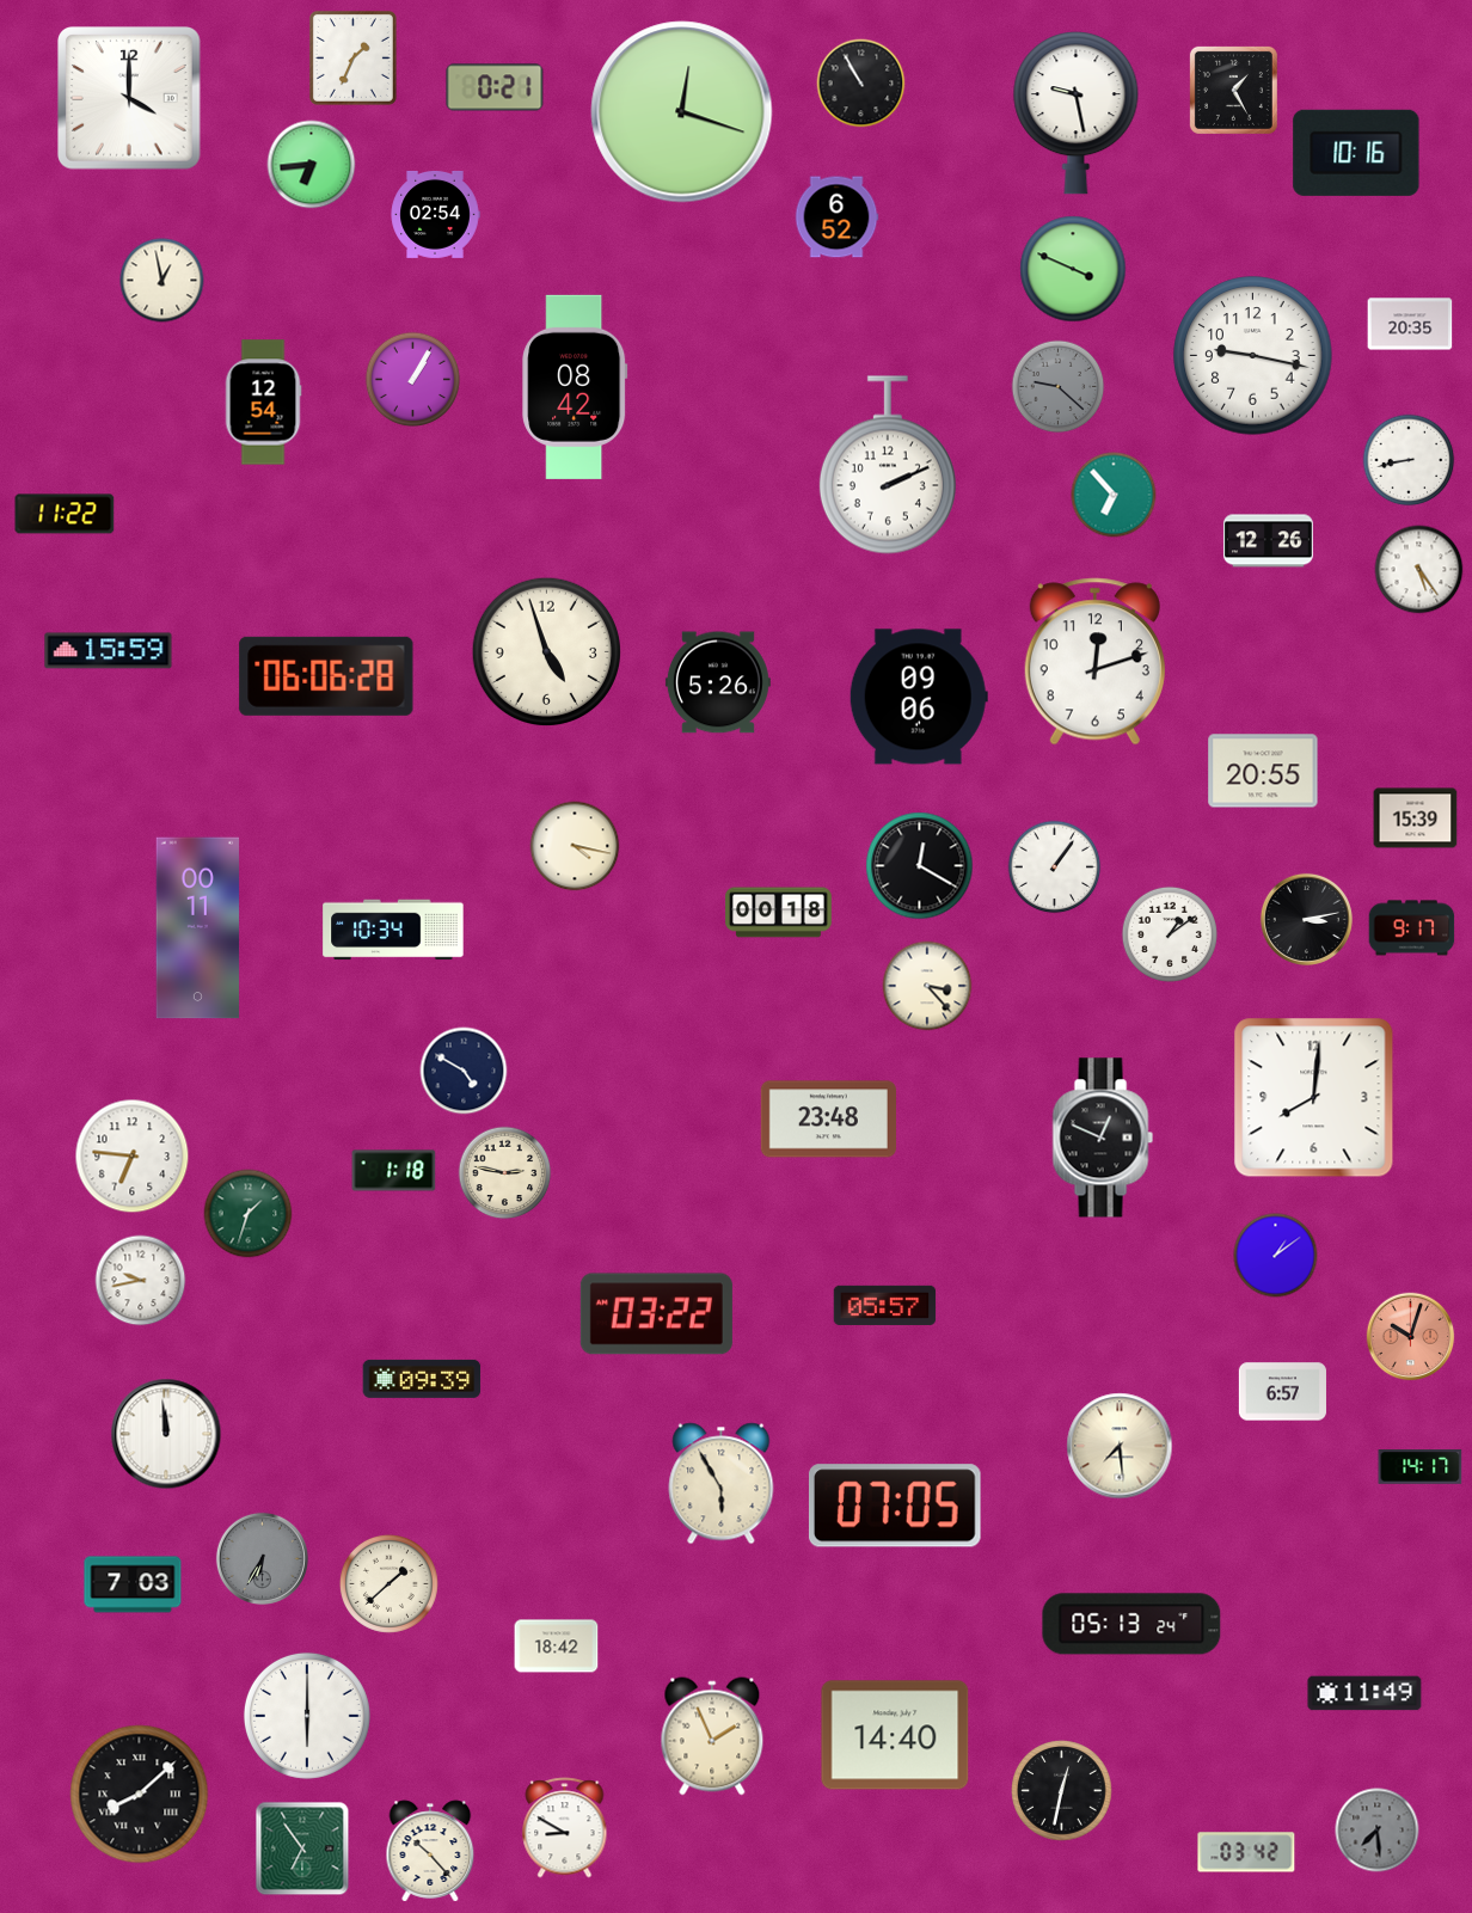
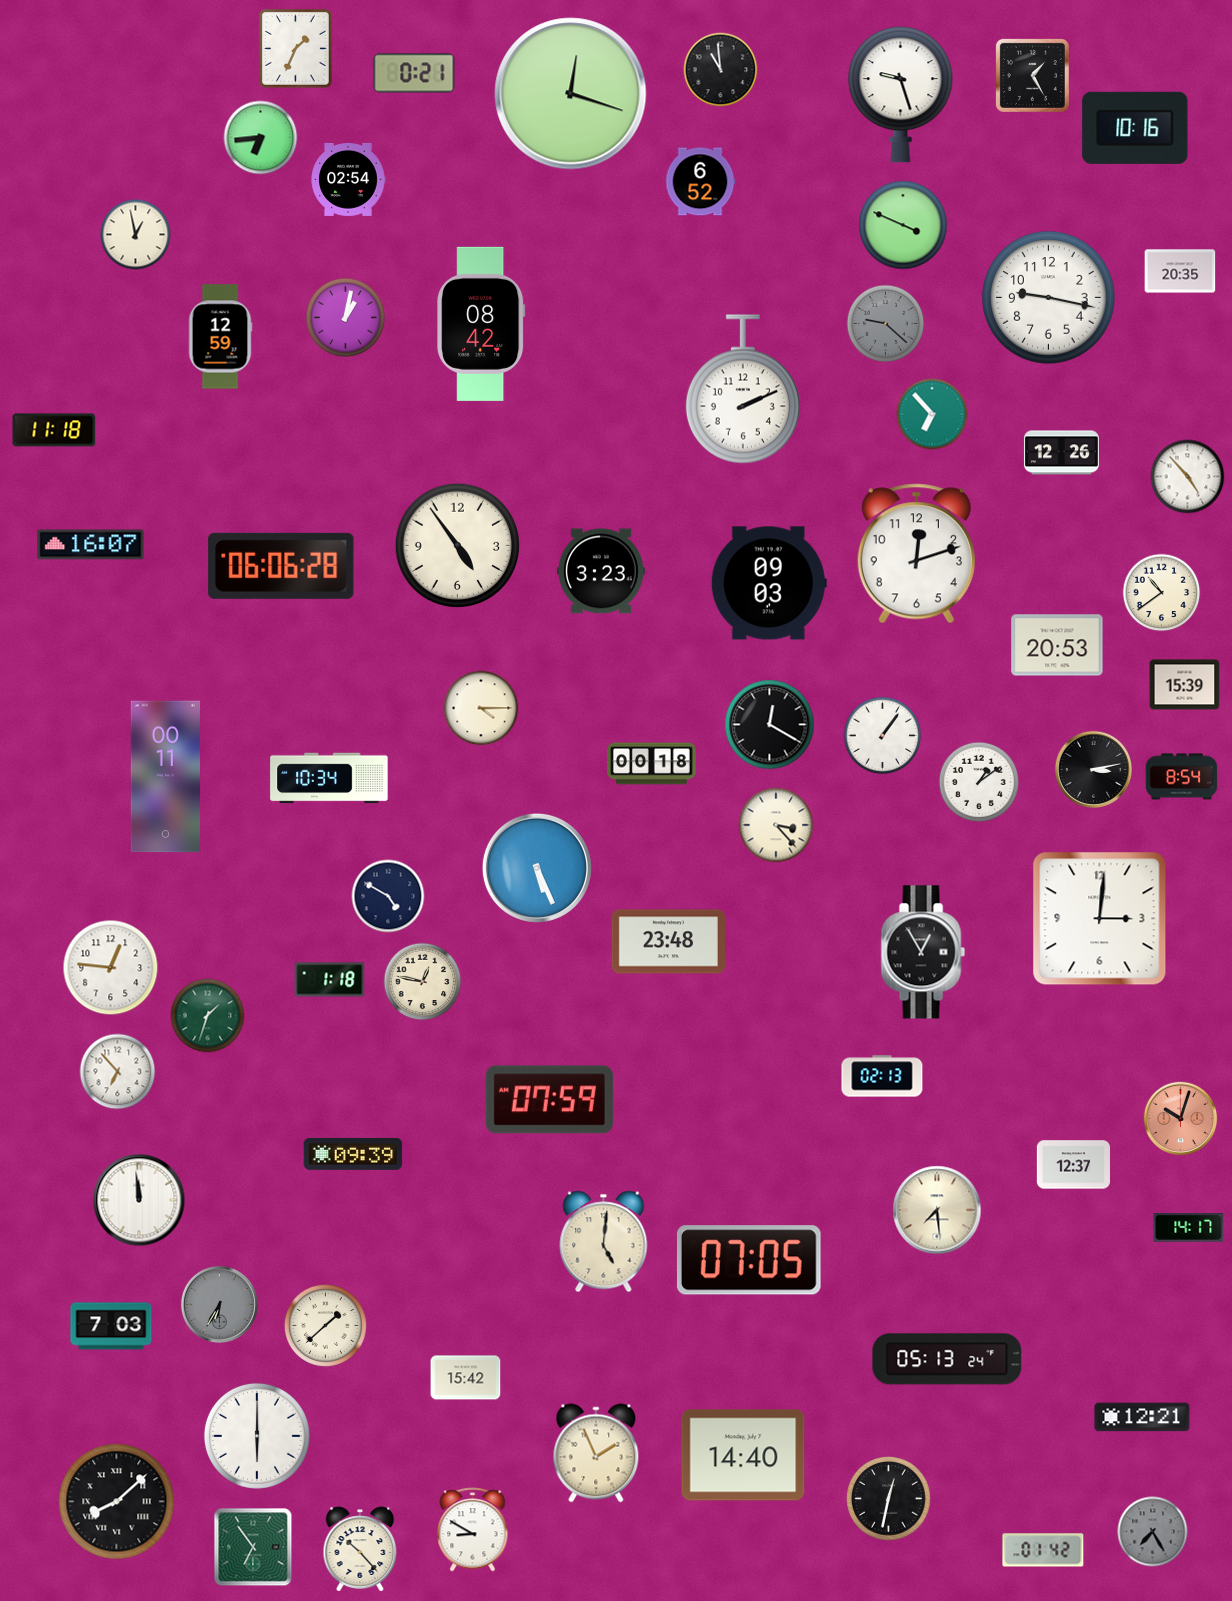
clock at (861, 84): 10:55 -> 10:59
clock at (129, 98): 4:00 -> none
clock at (1077, 114): 9:28 -> 9:27
clock at (435, 214) position: (435, 214) -> (348, 179)
clock at (1073, 269) position: (1073, 269) -> (903, 225)
clock at (413, 380): 1:05 -> 1:02
clock at (263, 403): 12:54 -> 12:59
clock at (1409, 460): 8:43 -> none
clock at (65, 514): 11:22 -> 11:18
clock at (1419, 570): 5:24 -> 4:53
clock at (109, 651): 15:59 -> 16:07
clock at (546, 651): 4:57 -> 4:54
clock at (326, 676) position: (326, 676) -> (281, 566)
clock at (718, 682): 5:26 -> 3:23
clock at (919, 697): 09:06 -> 09:03
clock at (1162, 593): none -> 10:39
clock at (1263, 771): 20:55 -> 20:53
clock at (575, 846): 4:17 -> 4:15
clock at (1055, 867) position: (1055, 867) -> (883, 736)
clock at (1412, 928): 9:17 -> 8:54
clock at (537, 868): none -> 5:26
clock at (1314, 1098): 8:01 -> 3:01
clock at (828, 1120) position: (828, 1120) -> (668, 942)
clock at (1103, 1138): 12:49 -> 12:55
clock at (133, 1157): 6:46 -> 12:46
clock at (505, 1173): 2:47 -> 12:47
clock at (1276, 1256): 1:09 -> none
clock at (141, 1281): 9:43 -> 6:53
clock at (882, 1076): none -> 02:13
clock at (885, 1305): 05:57 -> none
clock at (656, 1314): 03:22 -> 07:59
clock at (1282, 1392): 6:57 -> 12:37
clock at (722, 1484): 5:55 -> 5:01
clock at (557, 1647): 18:42 -> 15:42
clock at (1364, 1693): 11:49 -> 12:21
clock at (895, 1735) position: (895, 1735) -> (743, 1455)
clock at (1378, 1831): 7:29 -> 7:25
clock at (1246, 1852): 03:42 -> 01:42
